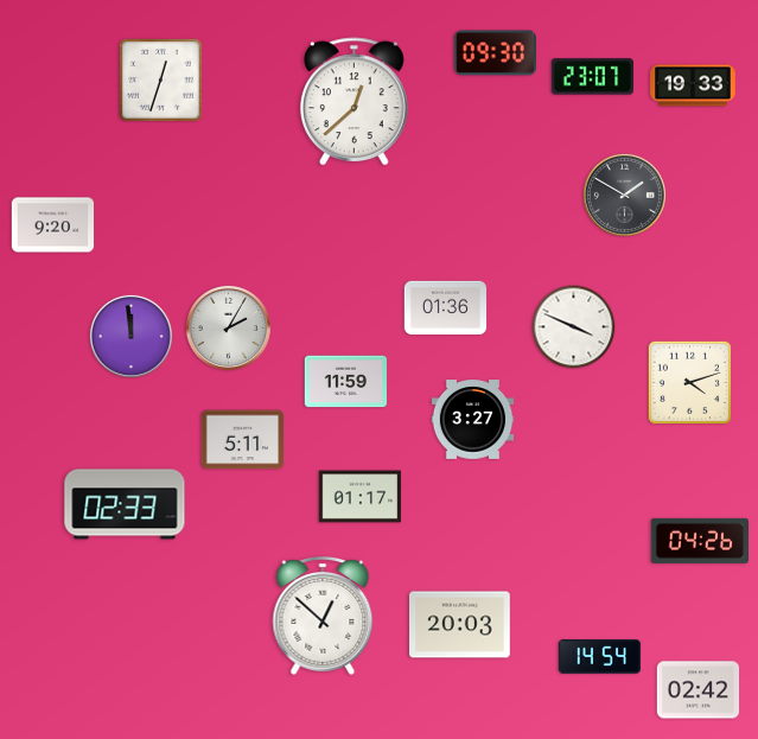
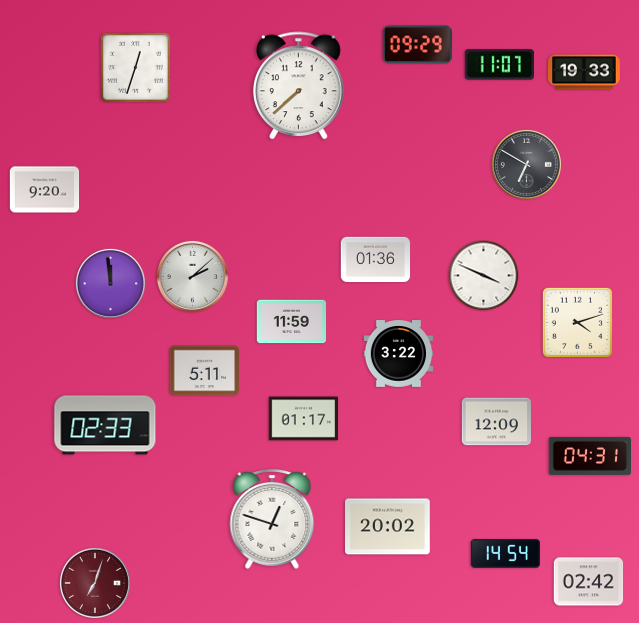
clock at (495, 53): 09:30 -> 09:29
clock at (592, 77): 23:07 -> 11:07
clock at (355, 102): 12:38 -> 7:38
clock at (624, 195): 1:50 -> 6:50
clock at (228, 327): 2:05 -> 2:08
clock at (689, 382) position: (689, 382) -> (577, 322)
clock at (473, 420): 3:27 -> 3:22
clock at (497, 422): none -> 12:09
clock at (699, 541): 04:26 -> 04:31
clock at (323, 616): 12:52 -> 12:48
clock at (460, 625): 20:03 -> 20:02
clock at (95, 583): none -> 7:03
